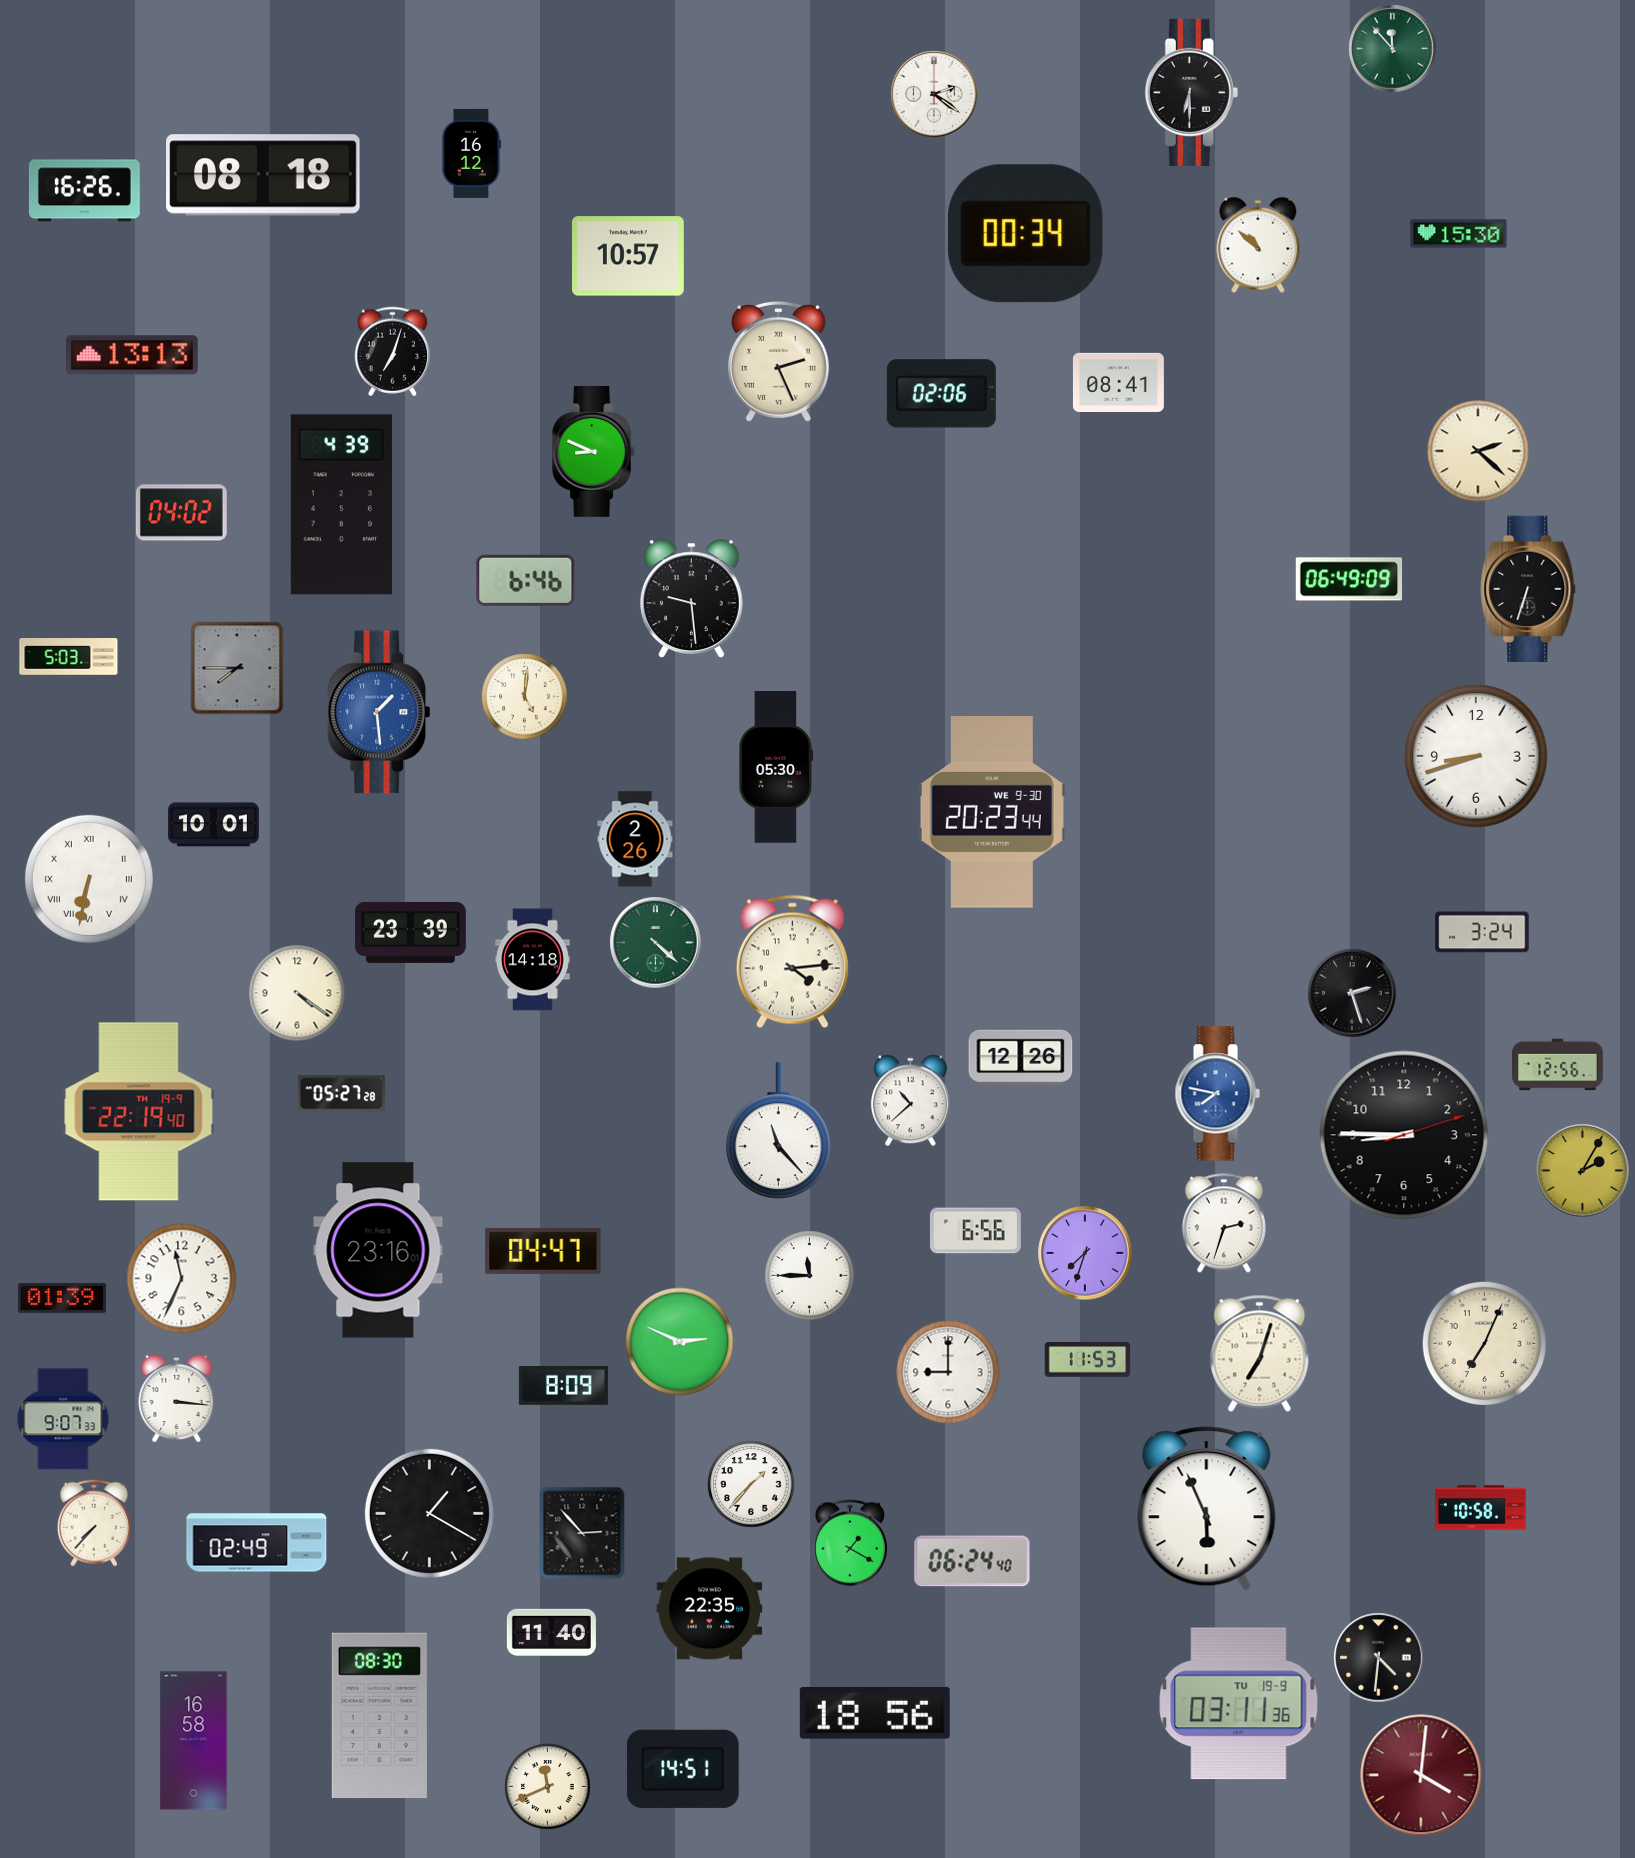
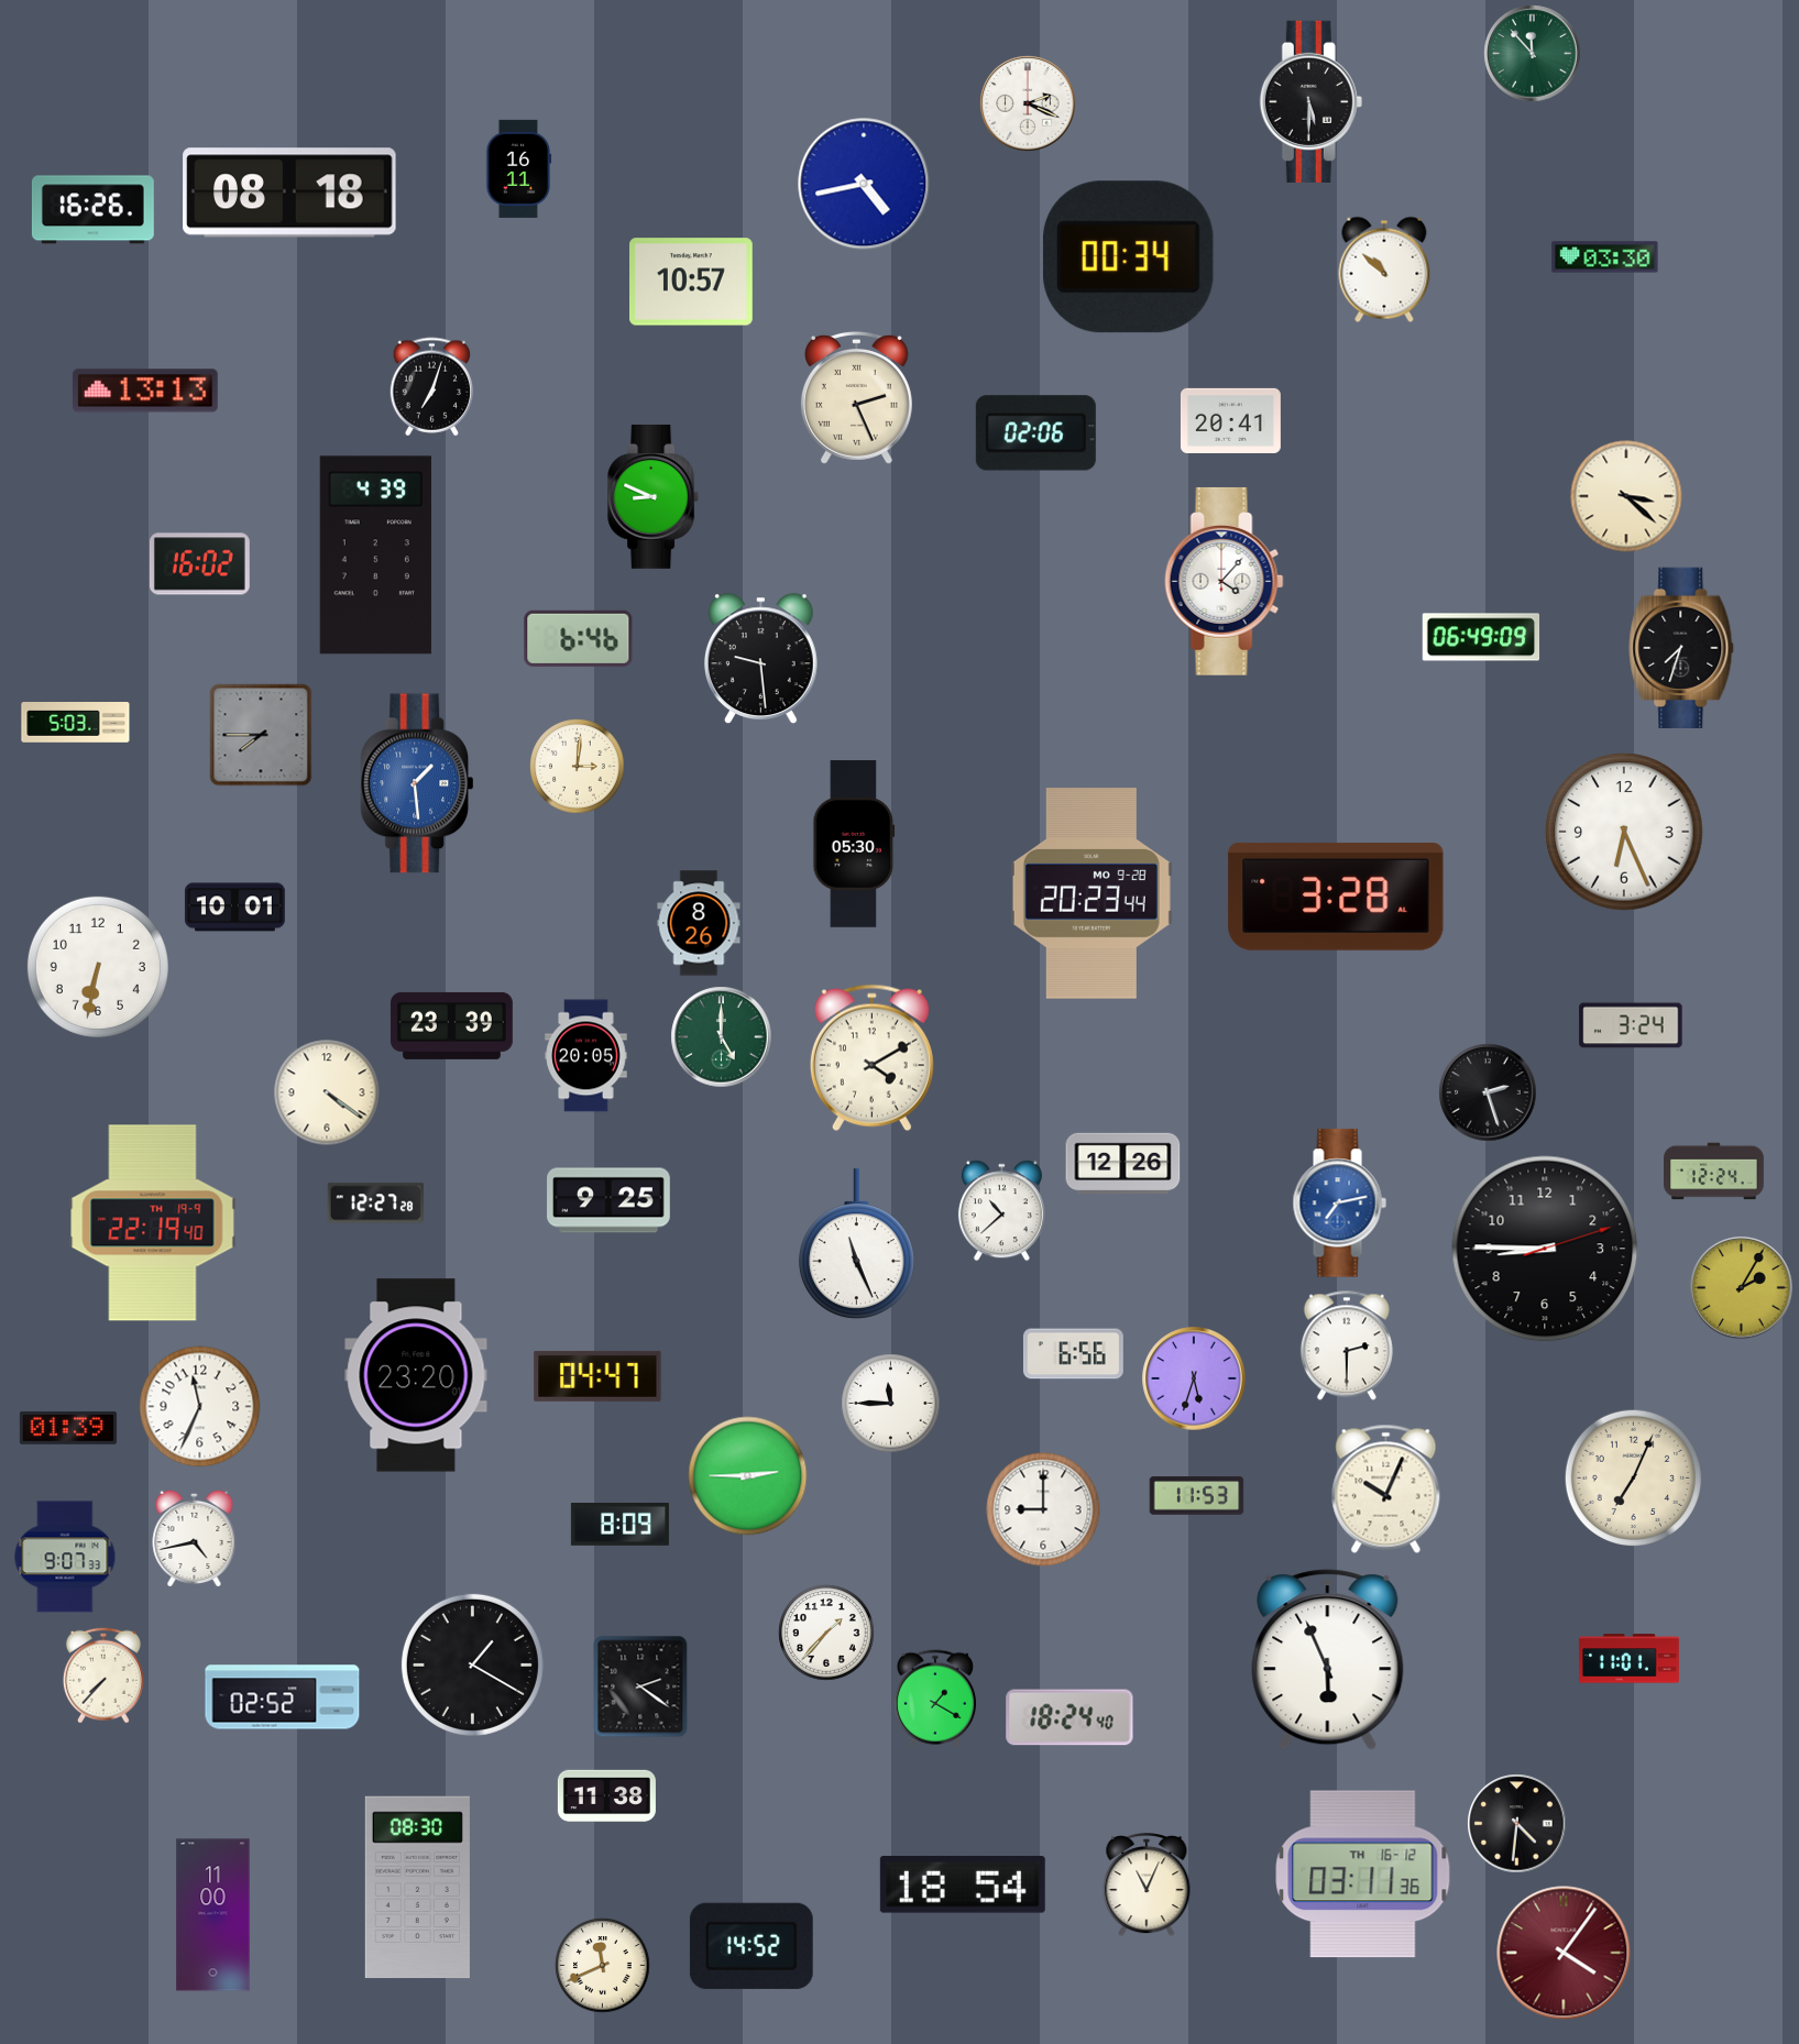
clock at (1191, 92): 6:30 -> 5:30
clock at (934, 94): 2:21 -> 2:19
clock at (471, 153): 16:12 -> 16:11
clock at (864, 184): none -> 4:43
clock at (1459, 234): 15:30 -> 03:30
clock at (1118, 382): 08:41 -> 20:41
clock at (1478, 451): 2:22 -> 3:22
clock at (181, 513): 04:02 -> 16:02
clock at (1225, 581): none -> 4:07
clock at (1349, 579) position: (1349, 579) -> (1481, 637)
clock at (1528, 588): 6:33 -> 7:33
clock at (525, 697): 5:01 -> 3:01
clock at (1476, 756): 8:42 -> 6:26
clock at (992, 813) date: WE 9-30 -> MO 9-28
clock at (1336, 897): none -> 3:28
clock at (635, 839): 2:26 -> 8:26
clock at (89, 879) numerals: Roman -> Arabic
clock at (656, 943): 4:22 -> 5:00
clock at (533, 960): 14:18 -> 20:05
clock at (792, 962): 4:14 -> 4:10
clock at (1558, 1065): 12:56 -> 12:24
clock at (608, 1200): none -> 9:25
clock at (341, 1094): 05:27 -> 12:27
clock at (1217, 1094): 7:47 -> 7:13
clock at (778, 1130): 11:23 -> 11:26
clock at (1224, 1223): 2:33 -> 2:30
clock at (378, 1250): 23:16 -> 23:20
clock at (1085, 1253): 7:33 -> 5:33
clock at (680, 1342): 2:49 -> 2:45
clock at (1260, 1353): 7:03 -> 10:04
clock at (177, 1398): 3:16 -> 4:43
clock at (63, 1419) position: (63, 1419) -> (65, 1557)
clock at (1480, 1508): 10:58 -> 11:01
clock at (582, 1533): 2:53 -> 2:21
clock at (257, 1543): 02:49 -> 02:52
clock at (972, 1561): 06:24 -> 18:24
clock at (710, 1609): 22:35 -> none
clock at (551, 1632): 11:40 -> 11:38
clock at (1239, 1704) date: TU 19-9 -> TH 16-12
clock at (875, 1713): 18:56 -> 18:54
clock at (1147, 1884): none -> 11:04
clock at (194, 1741): 16:58 -> 11:00
clock at (683, 1769): 14:51 -> 14:52
clock at (1421, 1775): 4:01 -> 4:06
